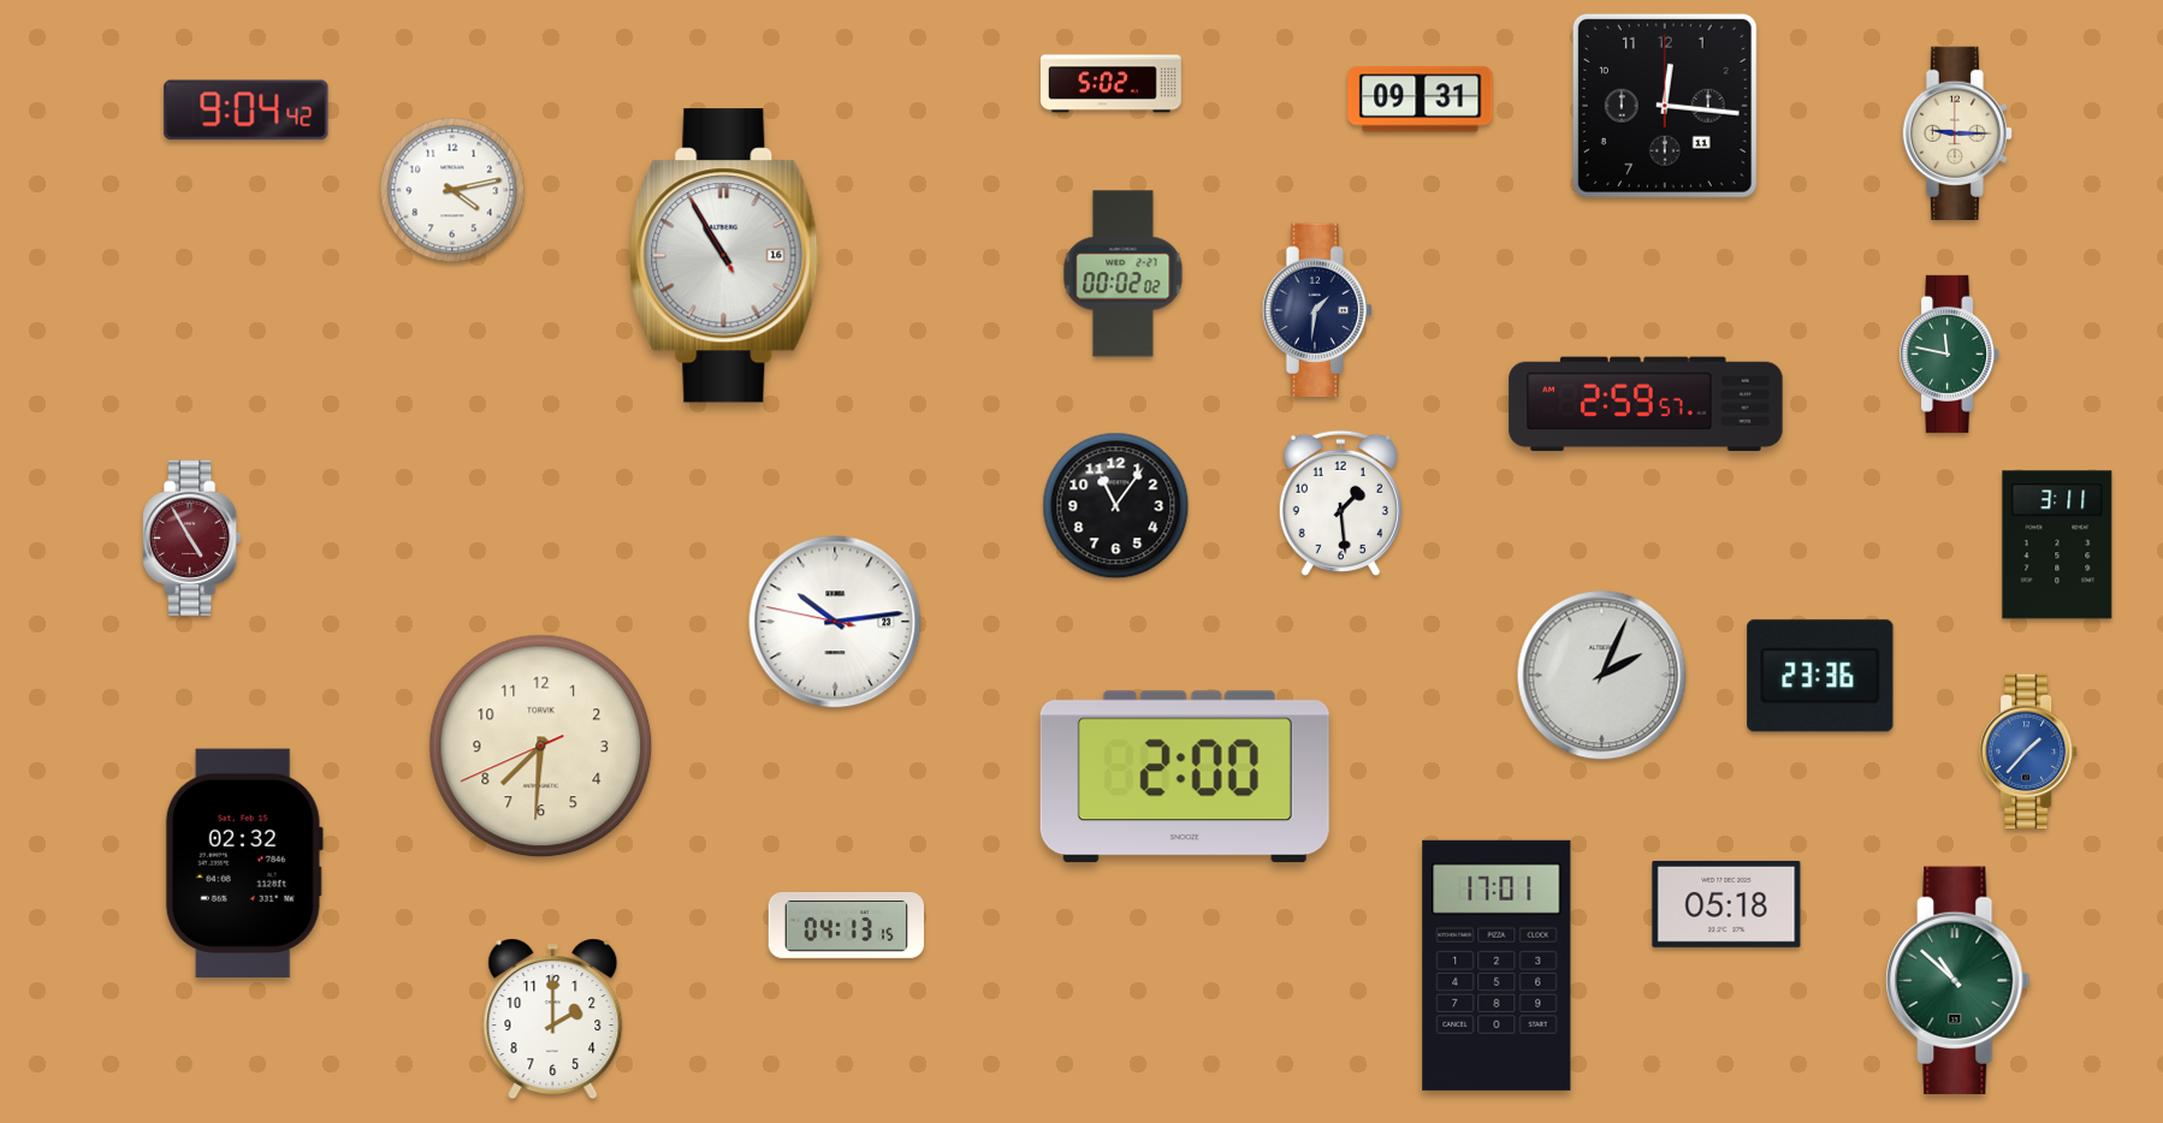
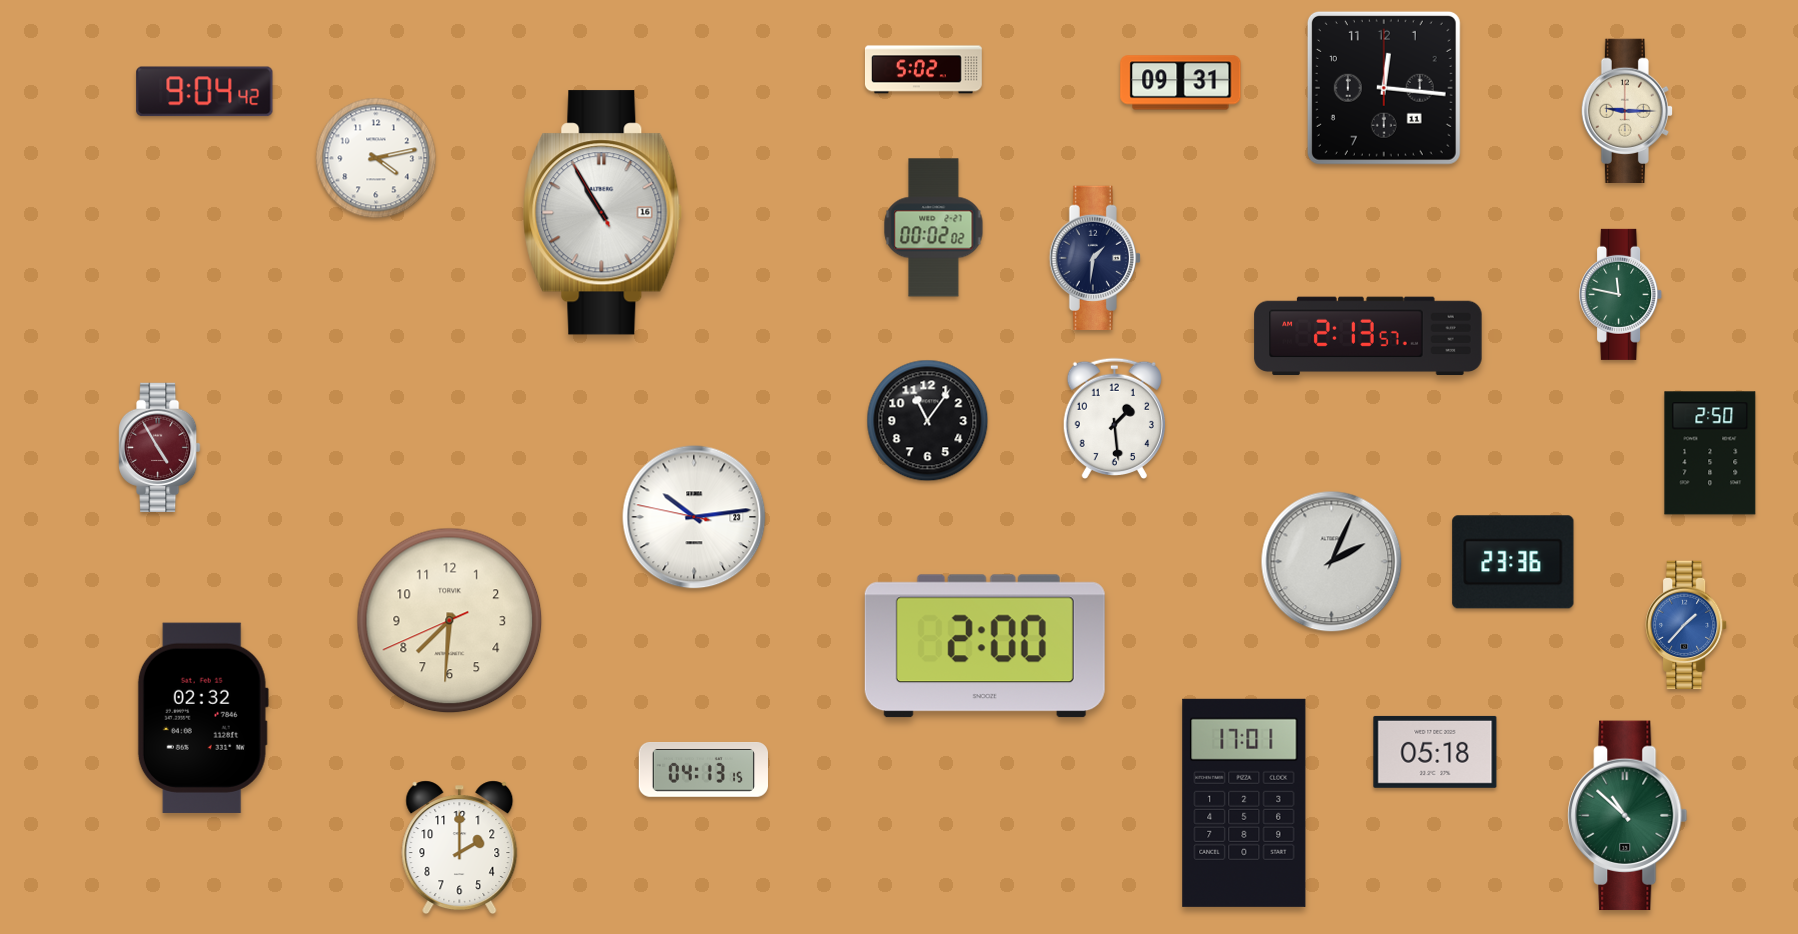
clock at (1646, 404): 2:59 -> 2:13
clock at (2057, 545): 3:11 -> 2:50
